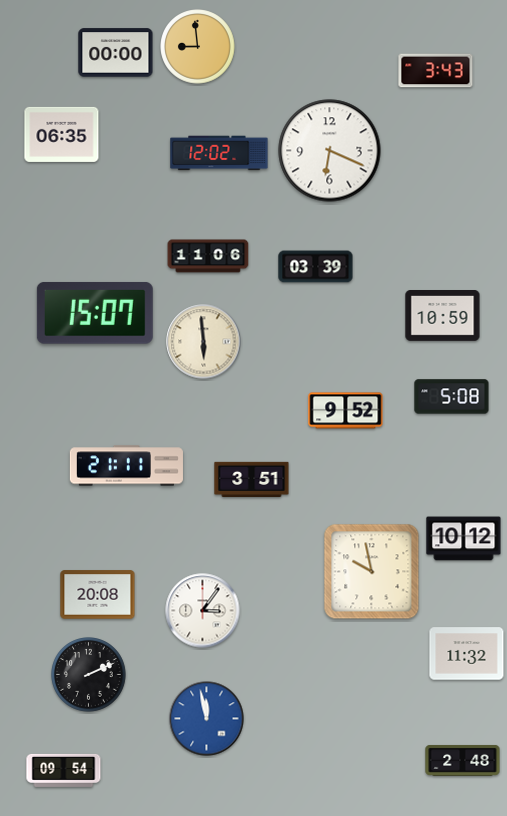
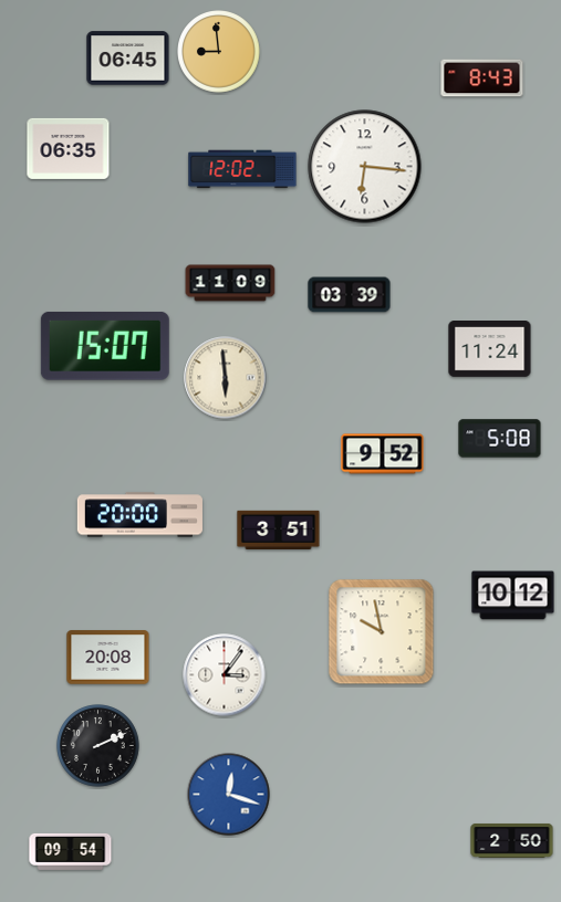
clock at (116, 53): 00:00 -> 06:45
clock at (436, 71): 3:43 -> 8:43
clock at (330, 151): 6:19 -> 6:16
clock at (208, 256): 11:06 -> 11:09
clock at (443, 316): 10:59 -> 11:24
clock at (126, 466): 21:11 -> 20:00
clock at (372, 572) position: (372, 572) -> (382, 632)
clock at (467, 654): 11:32 -> none
clock at (207, 719): 11:58 -> 12:18
clock at (463, 760): 2:48 -> 2:50
